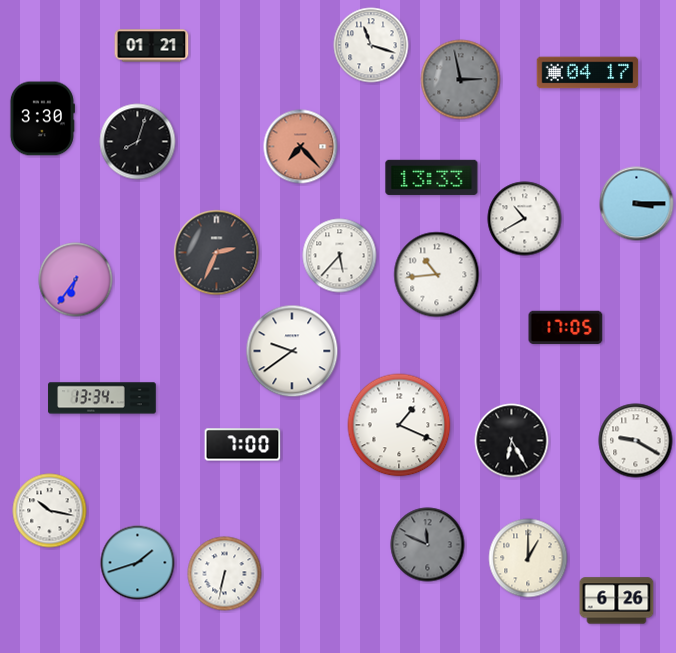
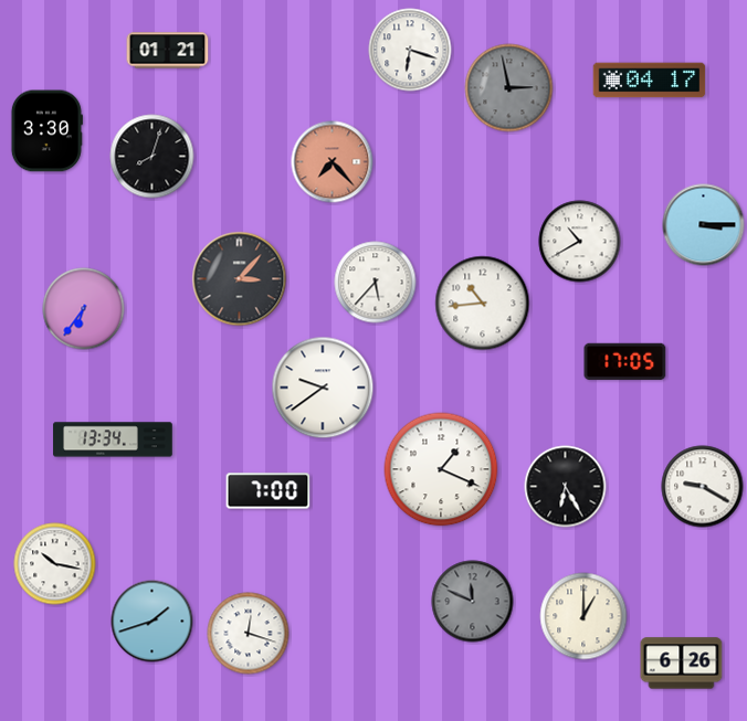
clock at (371, 45): 11:18 -> 6:18
clock at (432, 177): 13:33 -> none
clock at (217, 253): 2:34 -> 3:07
clock at (225, 574): 6:32 -> 12:18
